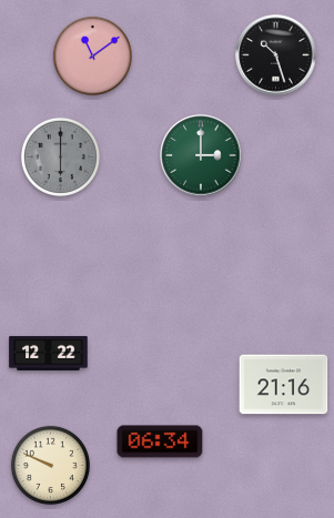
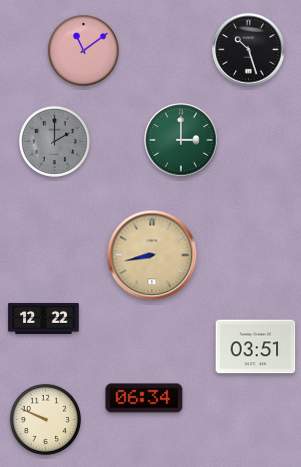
clock at (60, 156): 6:00 -> 2:00
clock at (152, 255): none -> 8:43
clock at (284, 385): 21:16 -> 03:51
